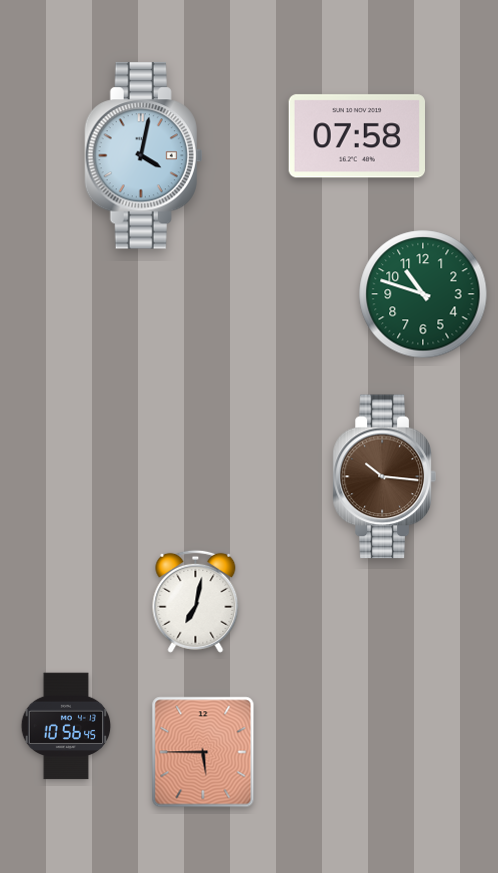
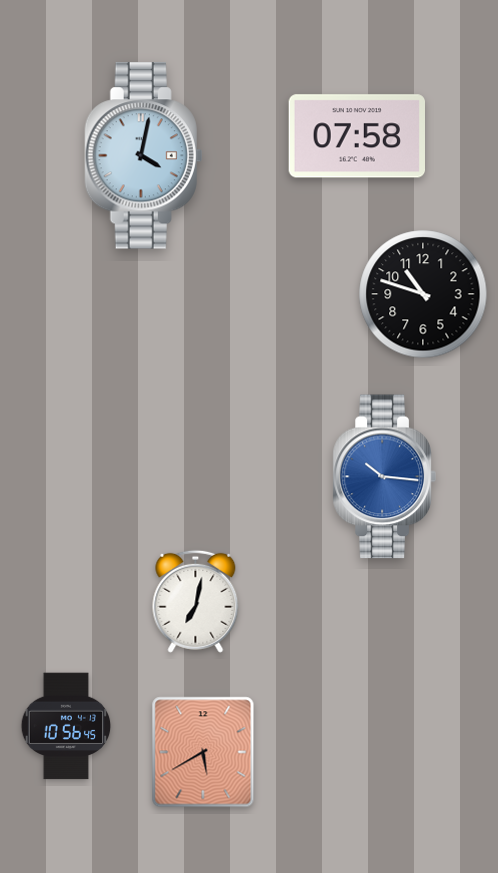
clock at (423, 294) dial: green -> black
clock at (384, 477) dial: brown -> blue
clock at (203, 752): 5:45 -> 5:40
